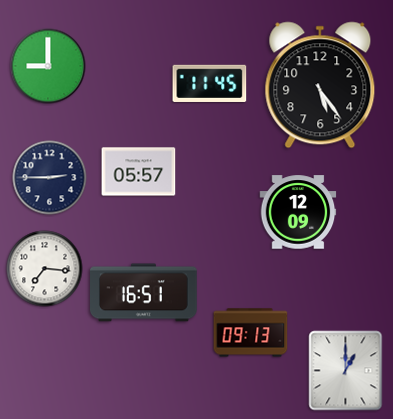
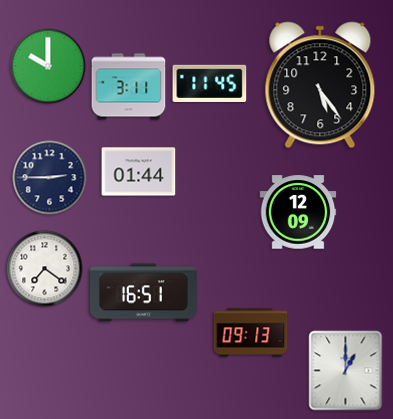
clock at (48, 66): 9:00 -> 10:00
clock at (129, 87): none -> 3:11
clock at (139, 172): 05:57 -> 01:44
clock at (45, 269): 7:16 -> 7:21
